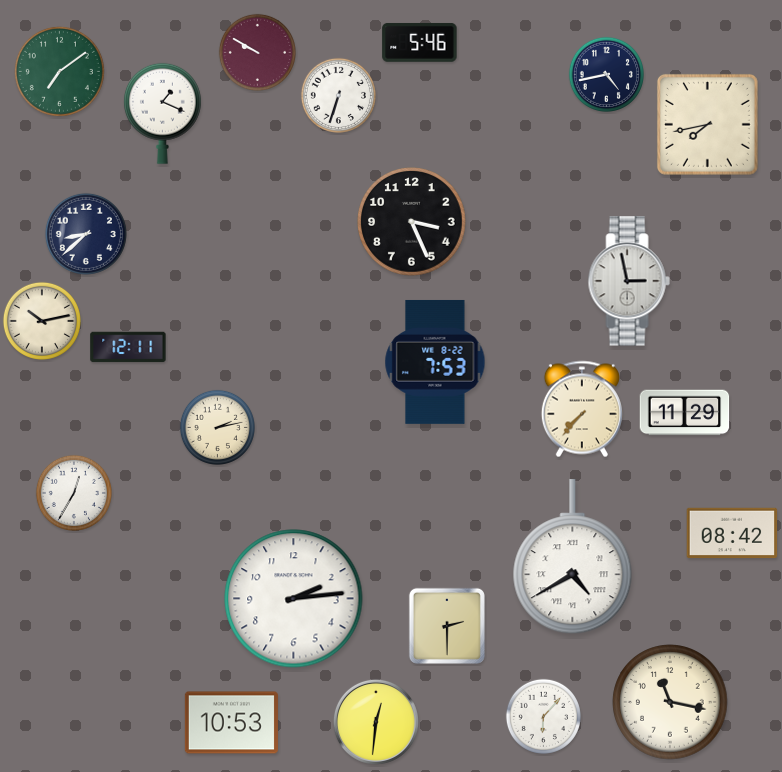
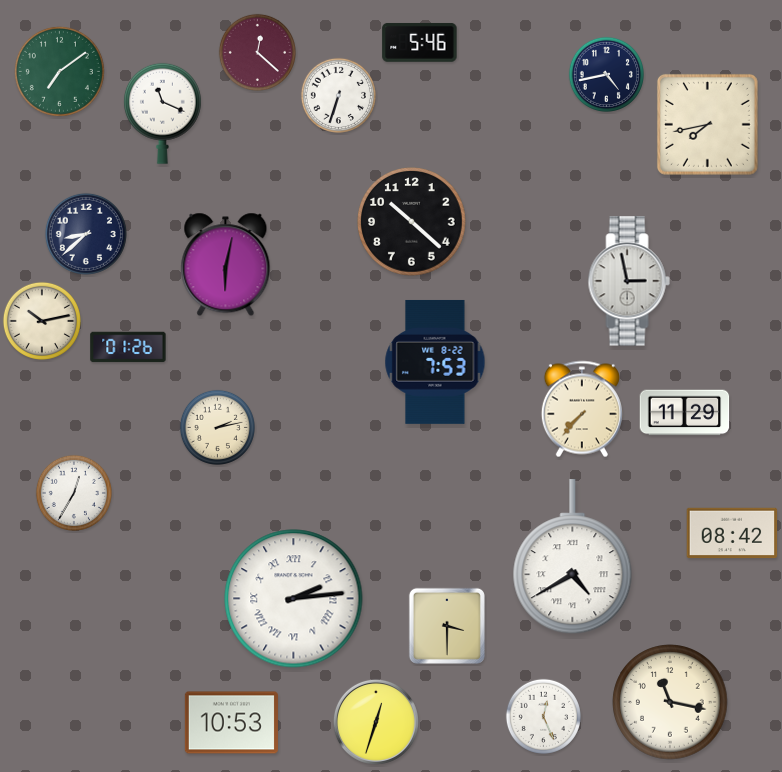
clock at (257, 52): 9:50 -> 12:22
clock at (162, 113): 1:19 -> 11:19
clock at (412, 222): 3:26 -> 10:22
clock at (226, 265): none -> 6:02
clock at (128, 347): 12:11 -> 01:26
clock at (294, 599) numerals: Arabic -> Roman
clock at (447, 626): 2:30 -> 3:30
clock at (543, 716): 6:07 -> 12:26
clock at (376, 722): 12:31 -> 12:33
